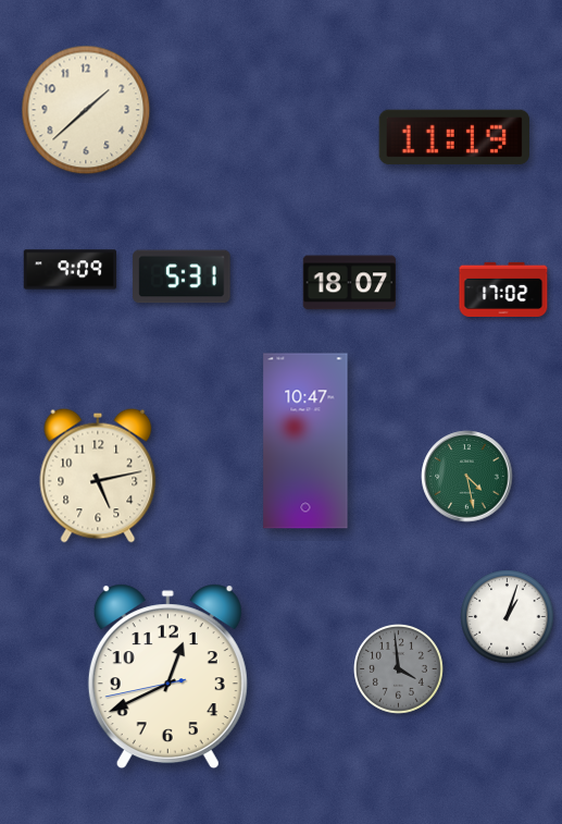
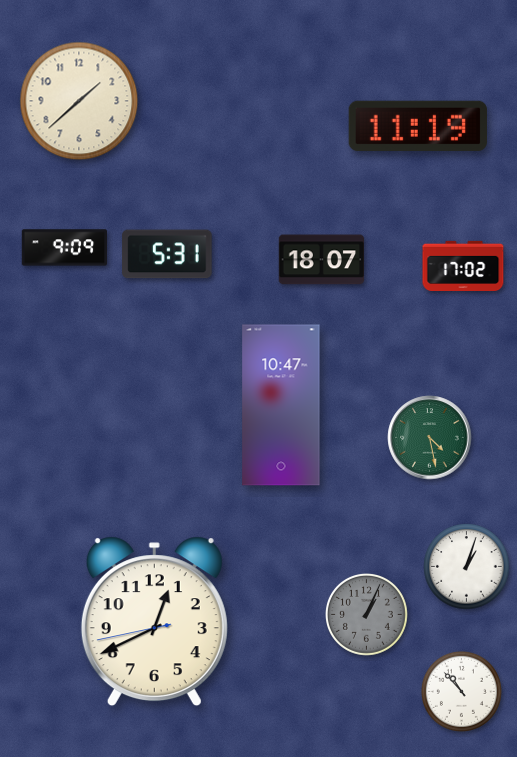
clock at (98, 476): 5:13 -> none
clock at (399, 669): 3:59 -> 1:04
clock at (461, 691): none -> 10:53
